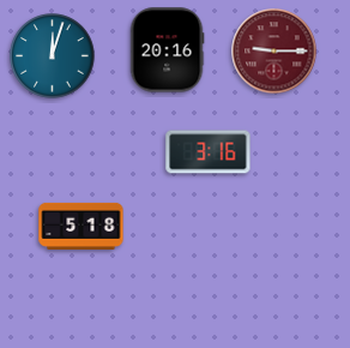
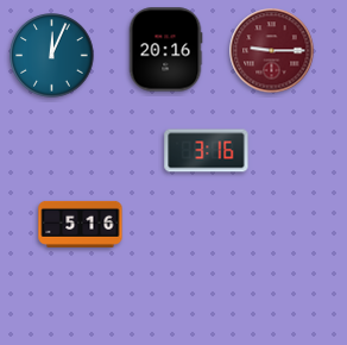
clock at (53, 56): 12:03 -> 12:04
clock at (82, 226): 5:18 -> 5:16
